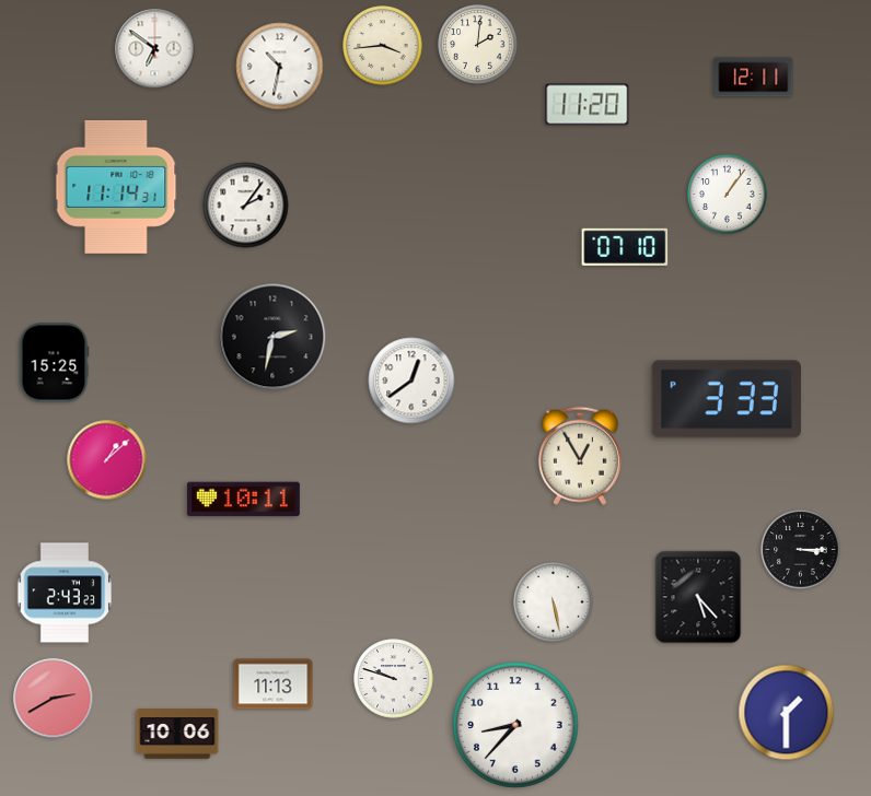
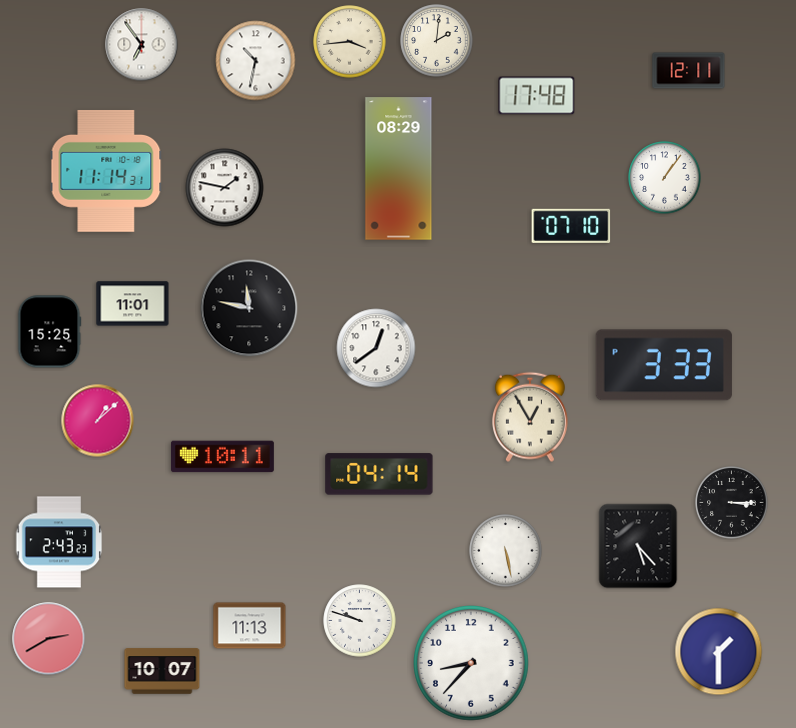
clock at (155, 49): 6:51 -> 6:54
clock at (588, 105): 11:20 -> 17:48
clock at (399, 169): none -> 08:29
clock at (246, 206): 2:06 -> 1:47
clock at (133, 304): none -> 11:01
clock at (272, 337): 2:32 -> 11:47
clock at (379, 474): none -> 04:14
clock at (177, 734): 10:06 -> 10:07
